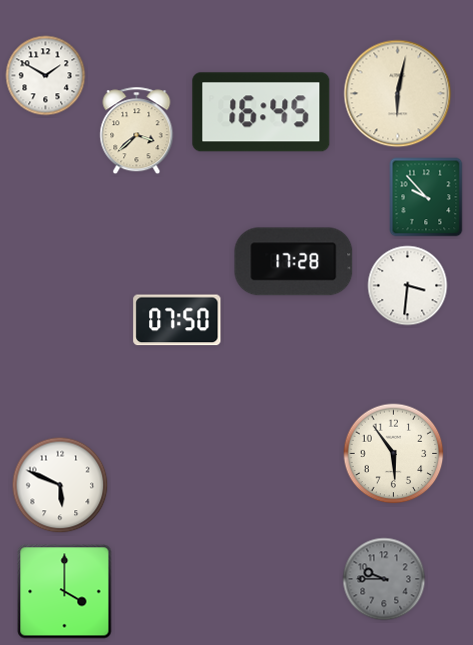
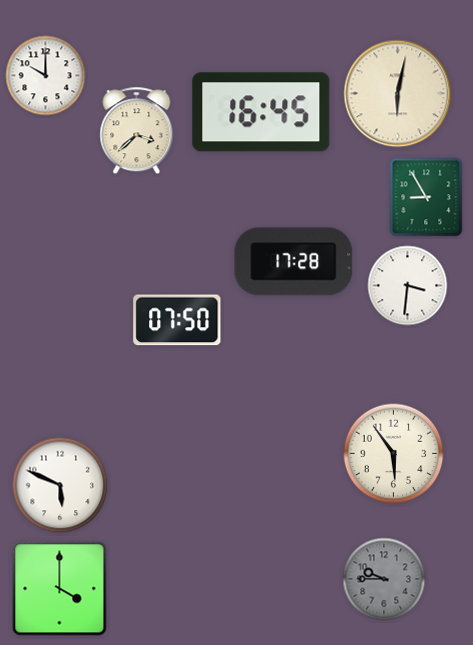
clock at (46, 76): 1:50 -> 10:00
clock at (426, 197): 9:53 -> 8:55
clock at (65, 592) position: (65, 592) -> (60, 589)
